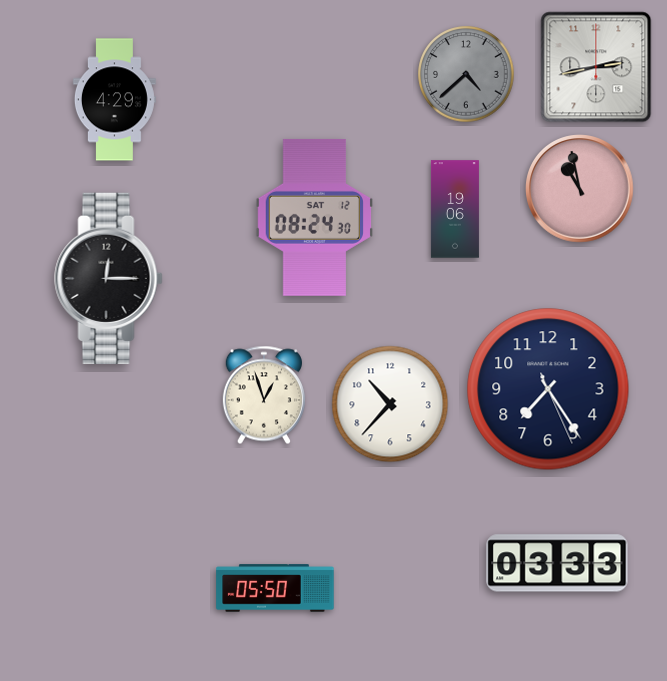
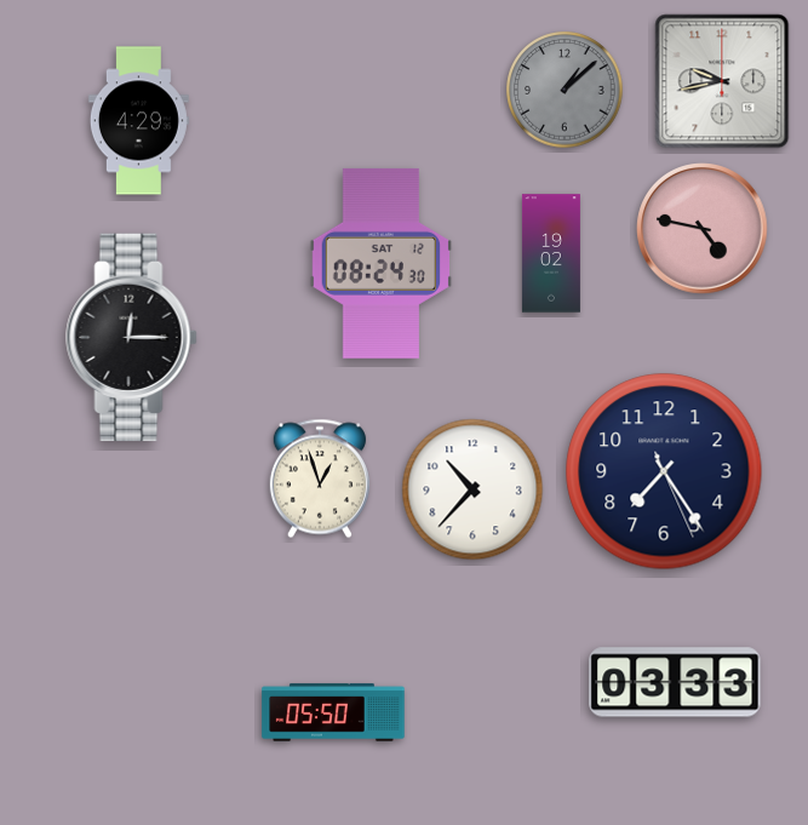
clock at (596, 67): 2:43 -> 9:43
clock at (466, 74): 4:38 -> 1:08
clock at (580, 189): 10:58 -> 4:47
clock at (455, 209): 19:06 -> 19:02
